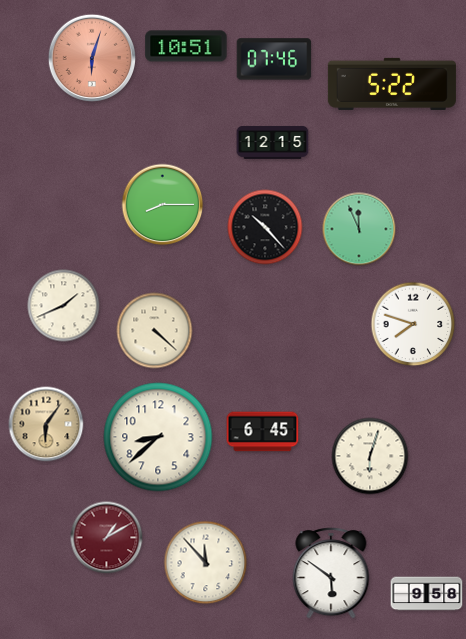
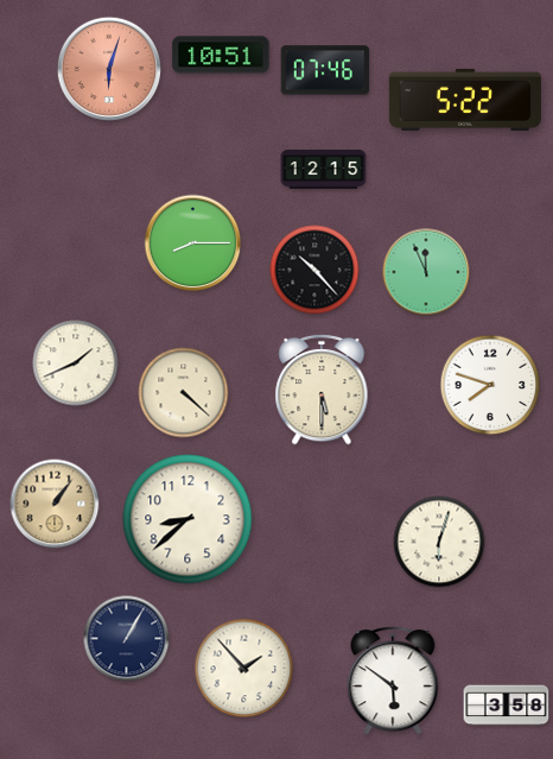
clock at (322, 390): none -> 5:30
clock at (46, 424): 6:06 -> 1:06
clock at (263, 432): 6:45 -> none
clock at (107, 538): 1:10 -> 1:05
clock at (107, 538) dial: burgundy -> navy
clock at (206, 563): 11:53 -> 1:53
clock at (427, 594): 9:58 -> 3:58
